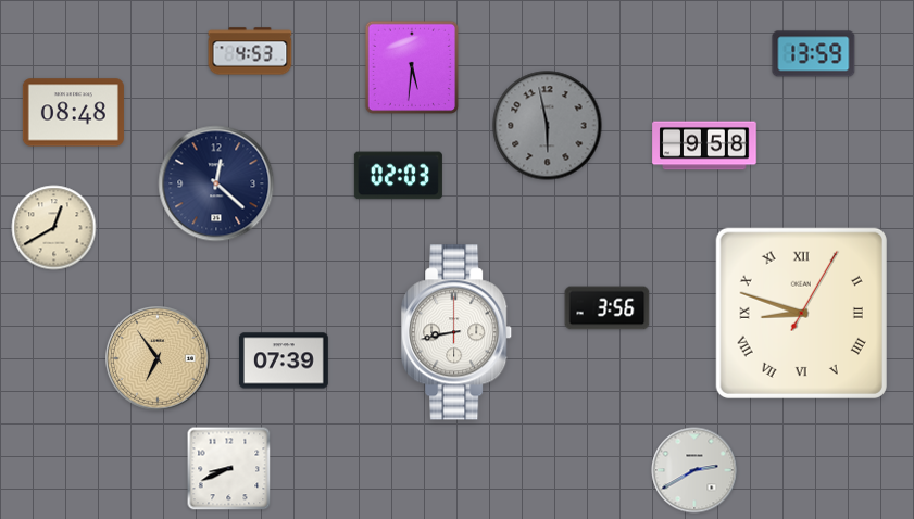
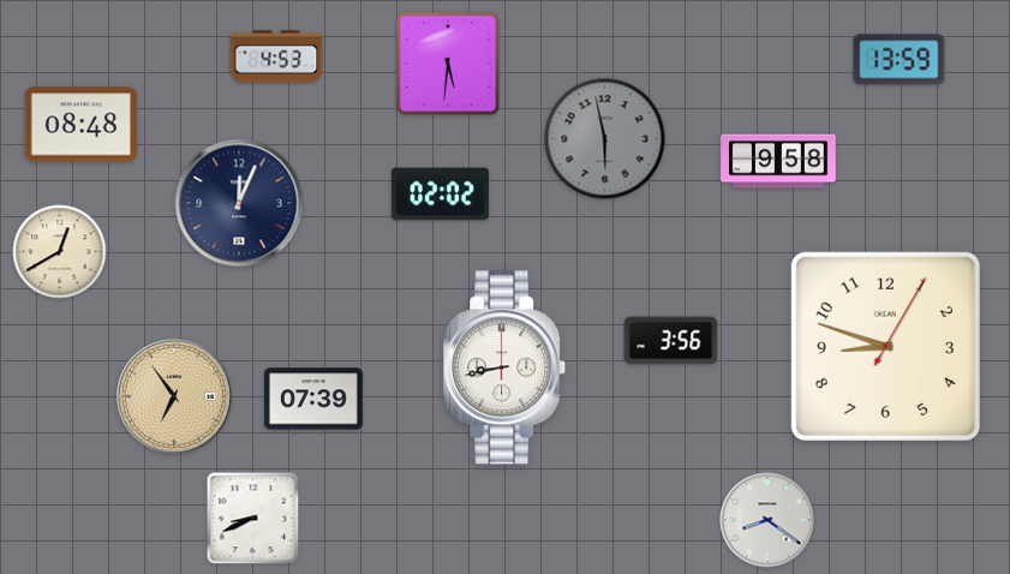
clock at (412, 67) position: (412, 67) -> (448, 64)
clock at (398, 176): 02:03 -> 02:02
clock at (216, 183): 12:22 -> 12:04
clock at (801, 313) numerals: Roman -> Arabic
clock at (694, 470): 2:40 -> 8:21
